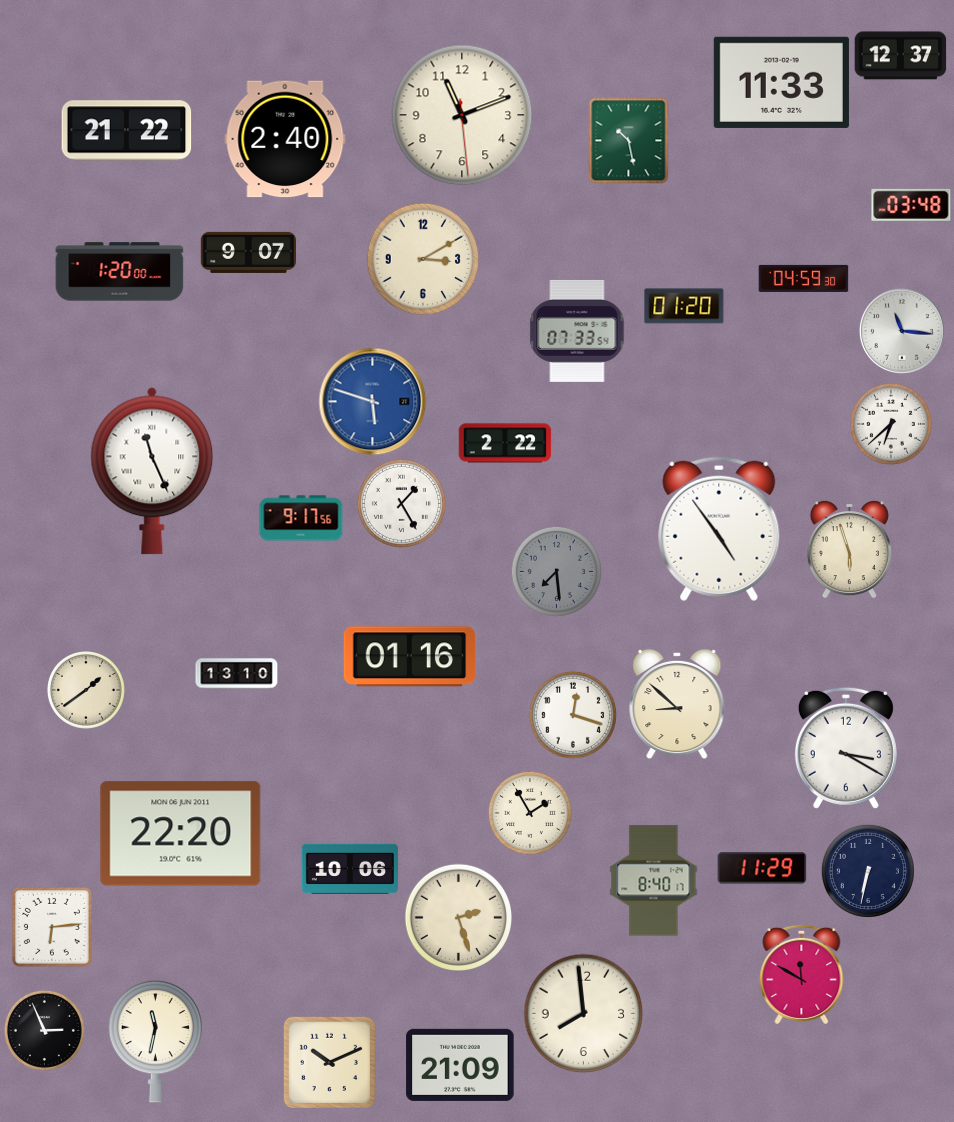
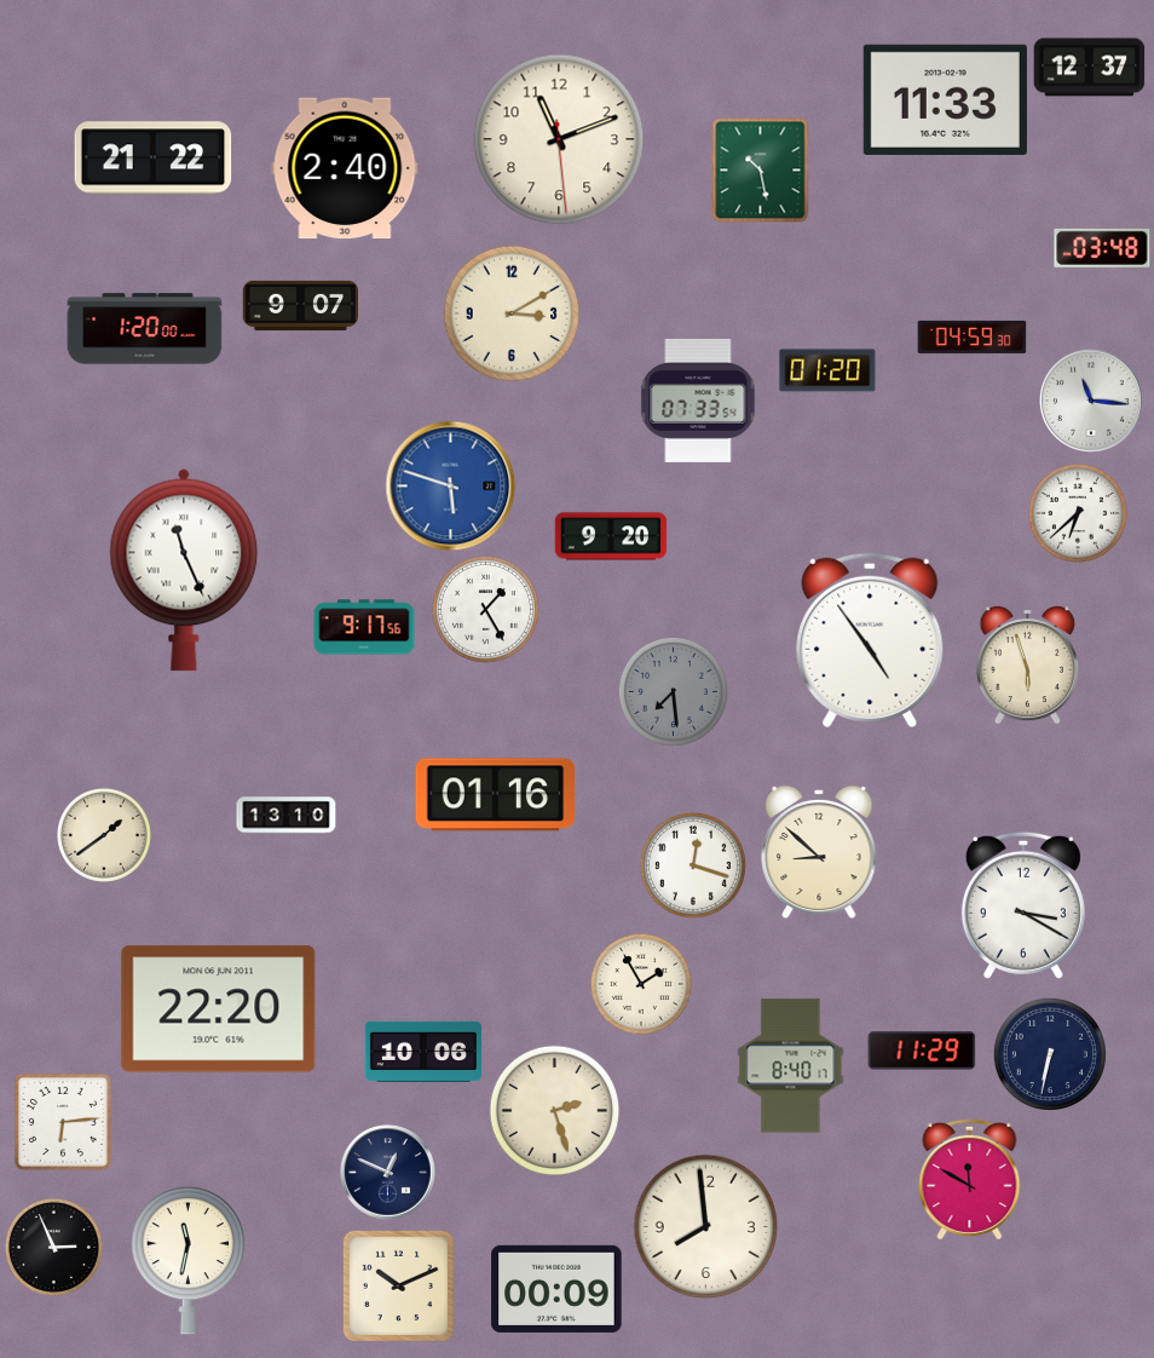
clock at (505, 443): 2:22 -> 9:20
clock at (388, 1173): none -> 12:49
clock at (460, 1065): 21:09 -> 00:09
